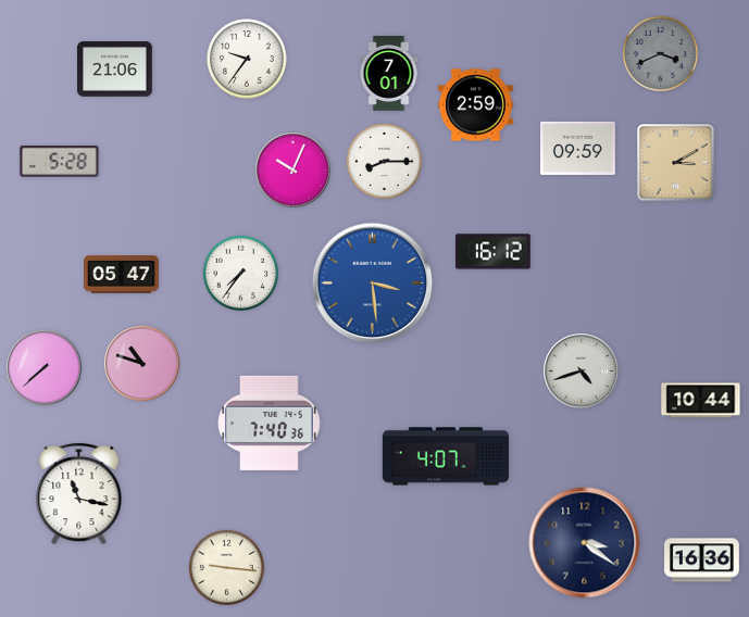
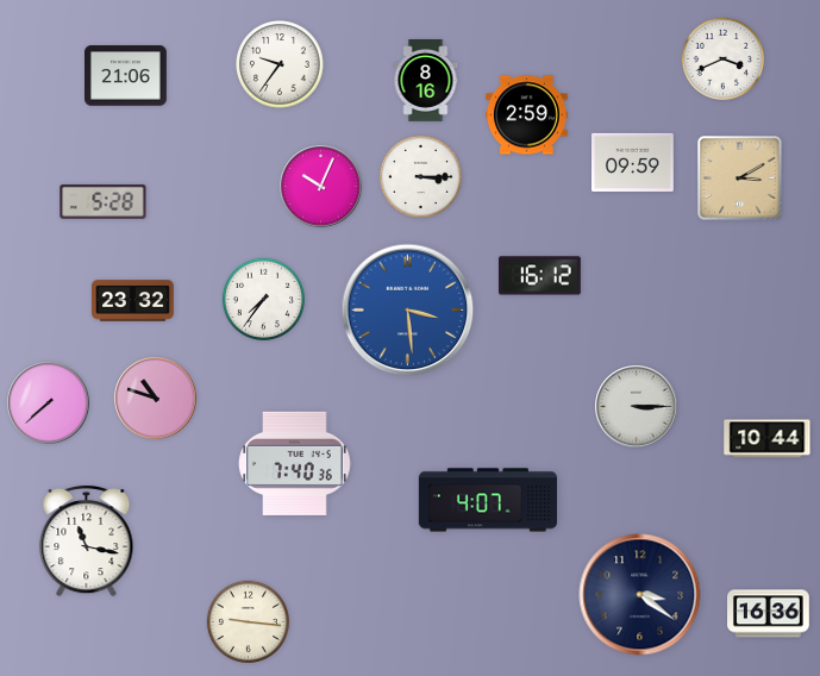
clock at (660, 53) dial: grey -> white
clock at (247, 59) position: (247, 59) -> (280, 64)
clock at (389, 74): 7:01 -> 8:16
clock at (476, 105) position: (476, 105) -> (527, 115)
clock at (60, 161) position: (60, 161) -> (104, 201)
clock at (384, 161): 8:15 -> 3:15
clock at (122, 275): 05:47 -> 23:32
clock at (582, 372): 4:42 -> 3:15
